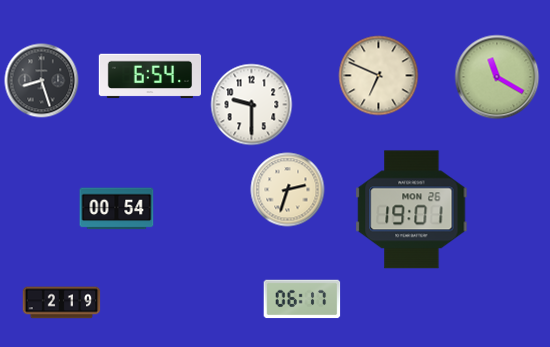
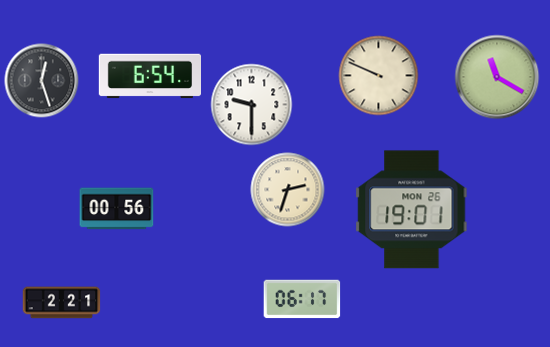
clock at (379, 76): 6:49 -> 9:49
clock at (42, 81): 8:27 -> 12:27
clock at (117, 209): 00:54 -> 00:56
clock at (62, 303): 2:19 -> 2:21
